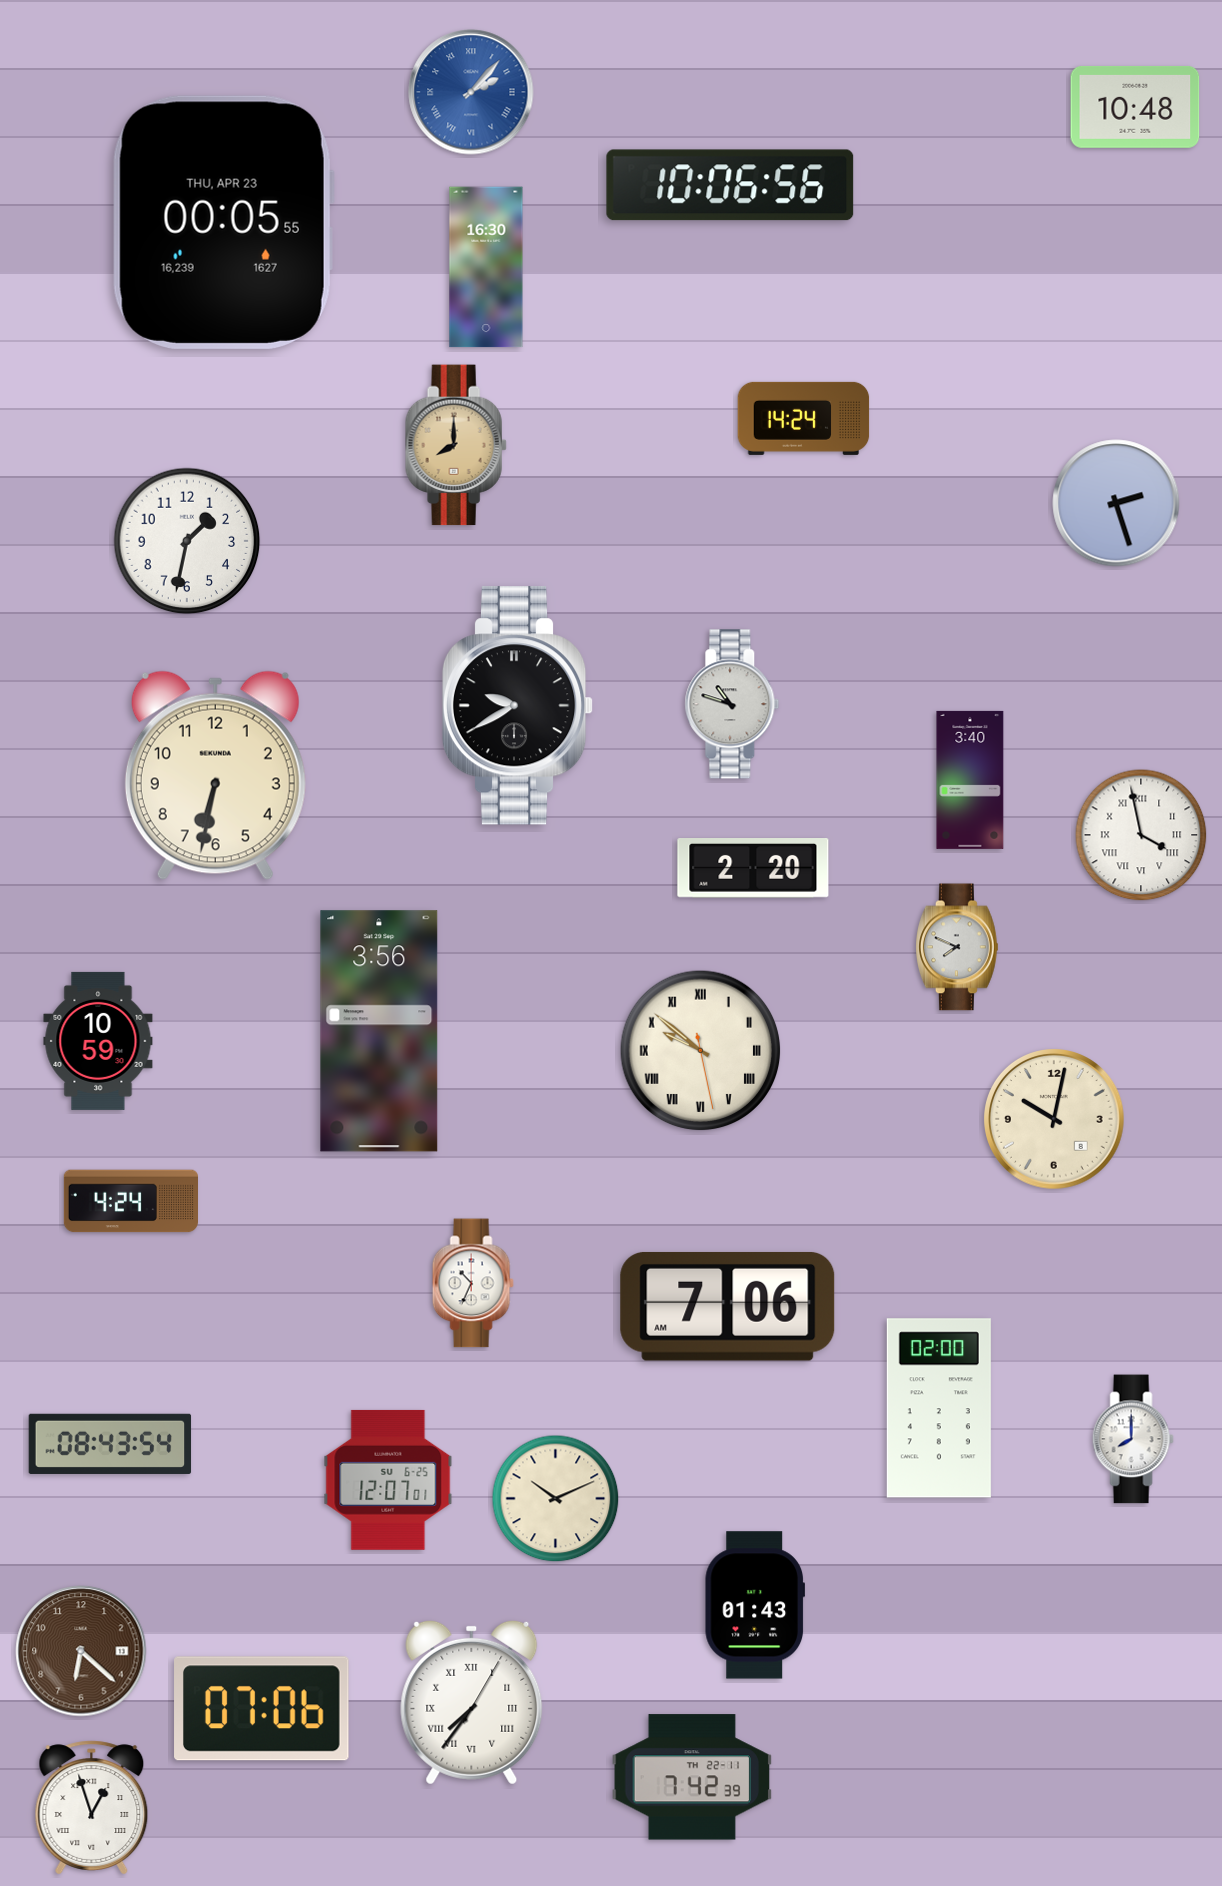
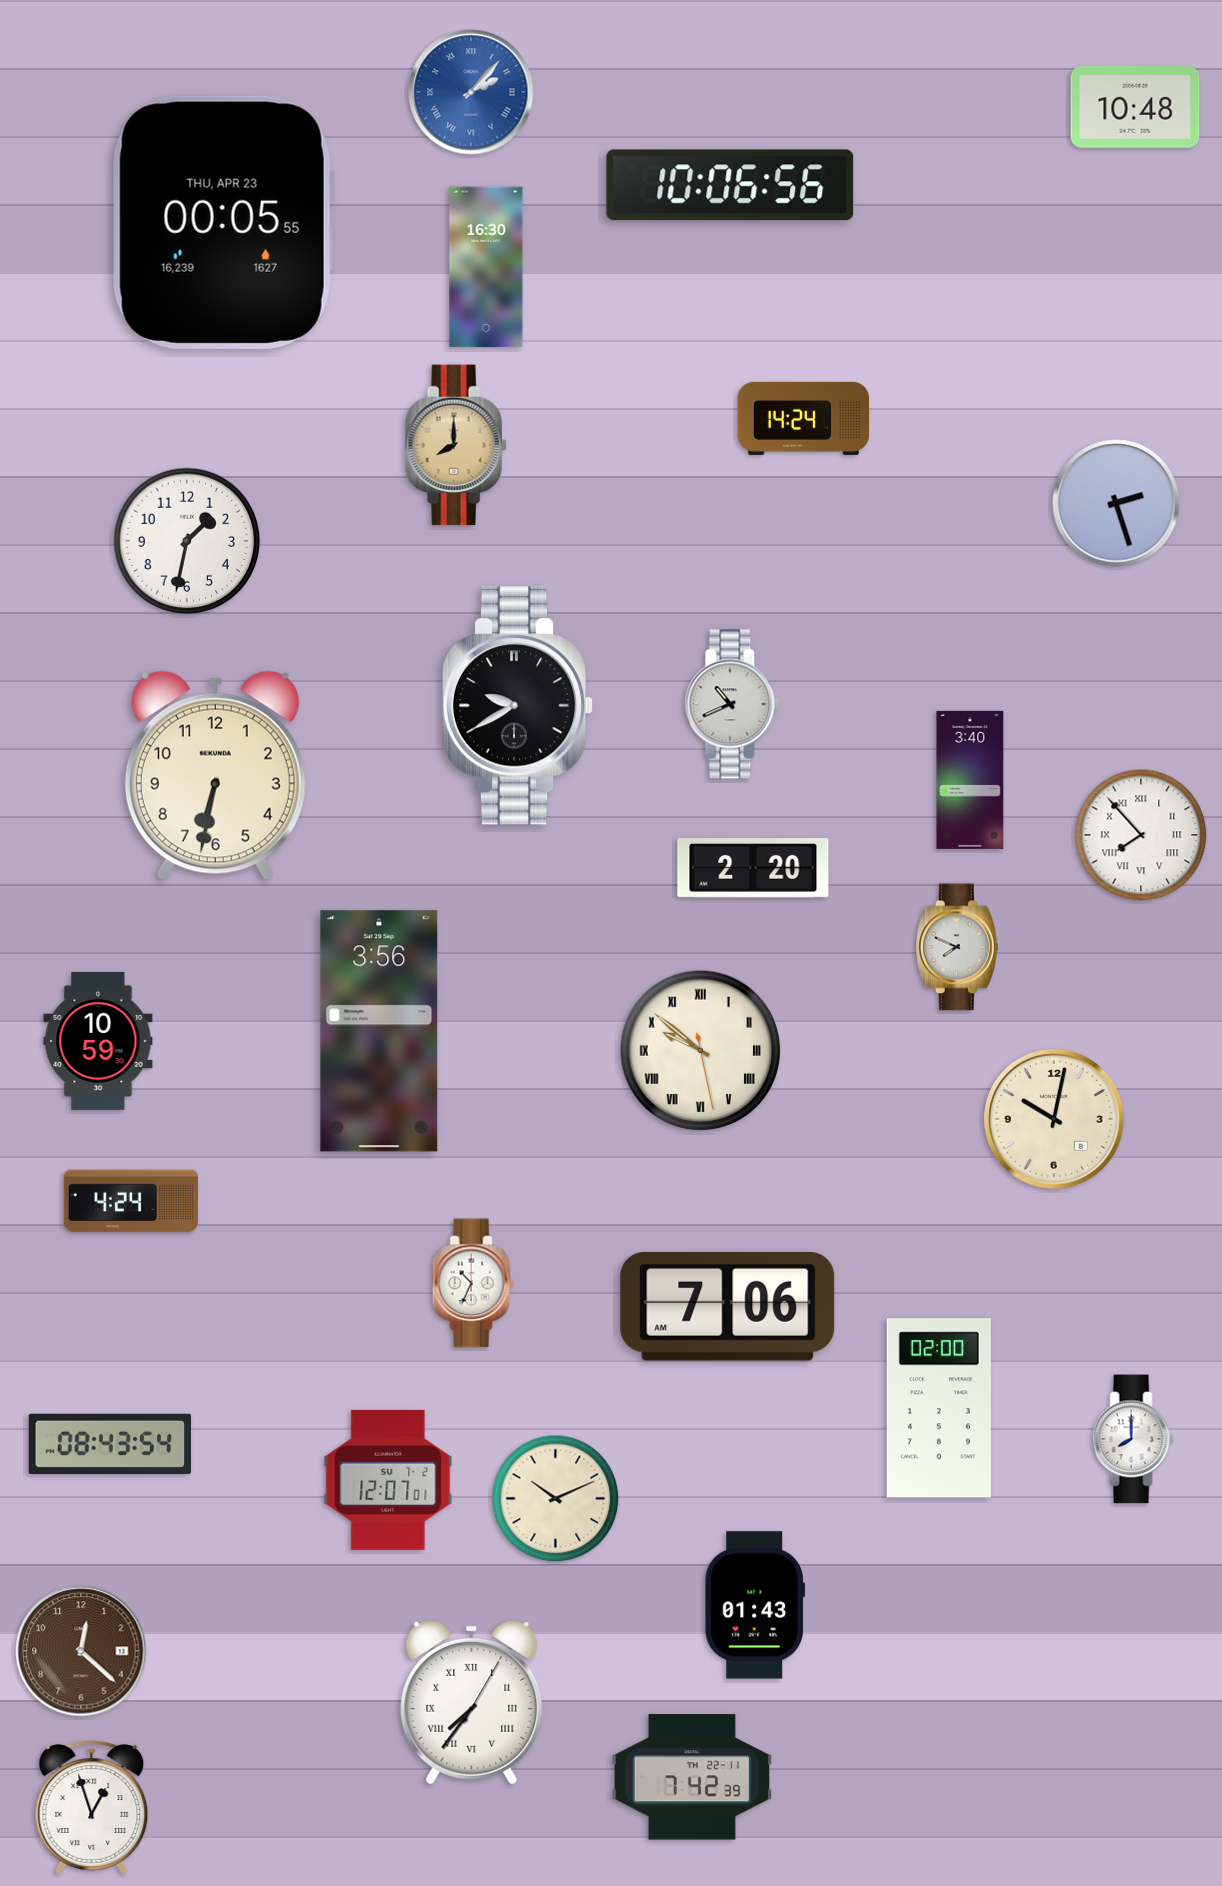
clock at (732, 704): 10:48 -> 10:41
clock at (1141, 835): 3:58 -> 7:53
clock at (388, 1480) date: SU 6-25 -> SU 7-2
clock at (81, 1651): 6:22 -> 12:22
clock at (262, 1709): 07:06 -> none
